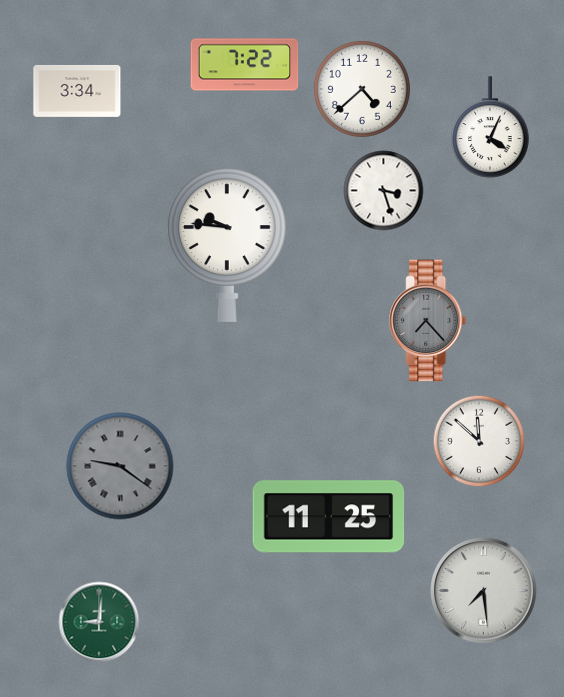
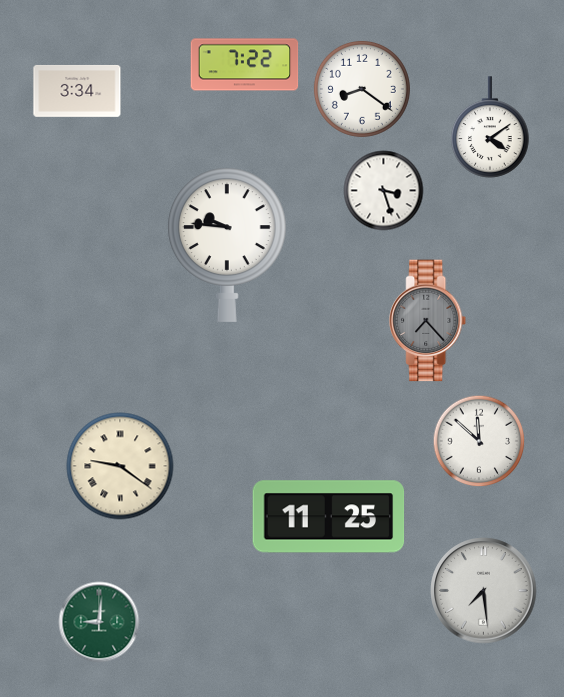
clock at (362, 89): 4:38 -> 8:21
clock at (490, 127): 4:04 -> 4:09
clock at (120, 466) dial: grey -> cream
